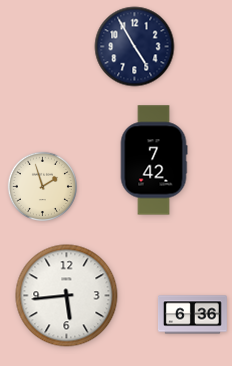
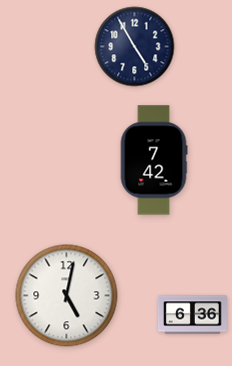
clock at (43, 187): 1:57 -> none
clock at (67, 296): 5:44 -> 5:02
